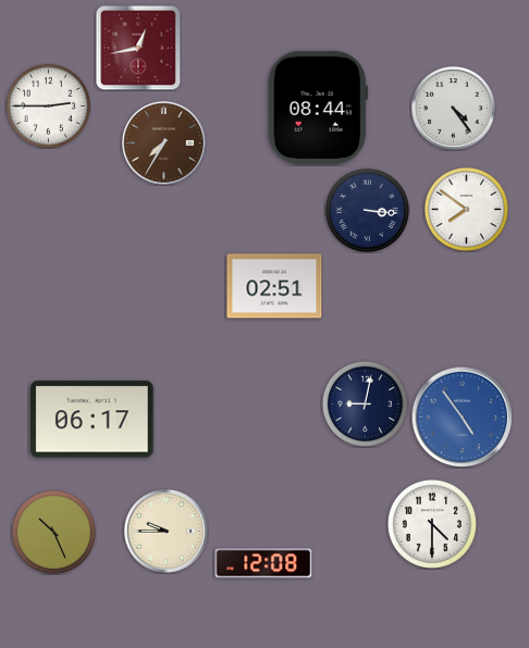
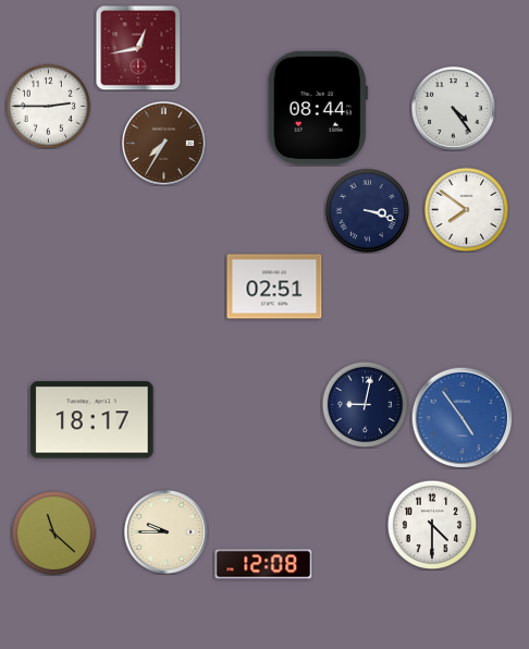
clock at (367, 210): 3:16 -> 3:18
clock at (93, 420): 06:17 -> 18:17
clock at (53, 532): 10:26 -> 11:22
